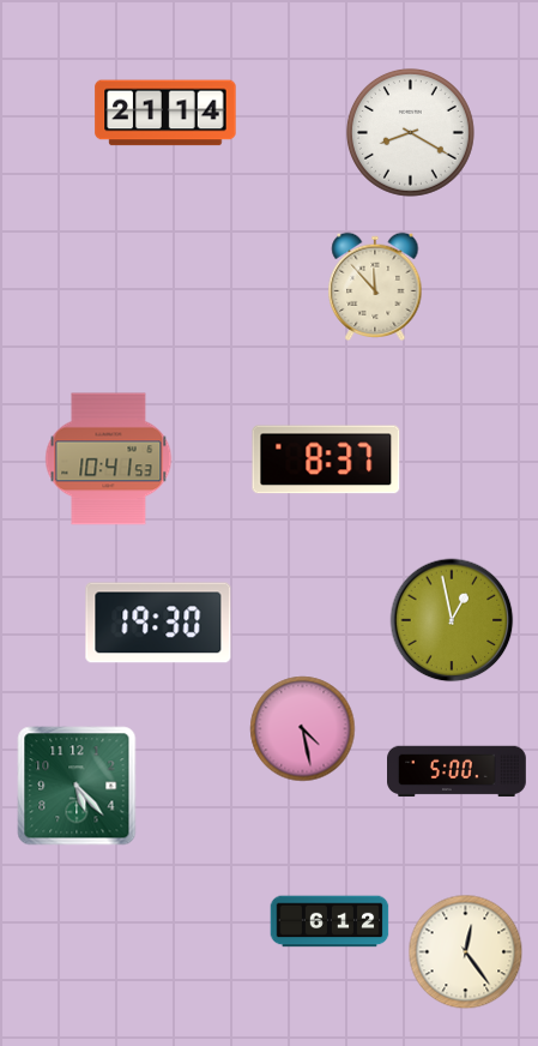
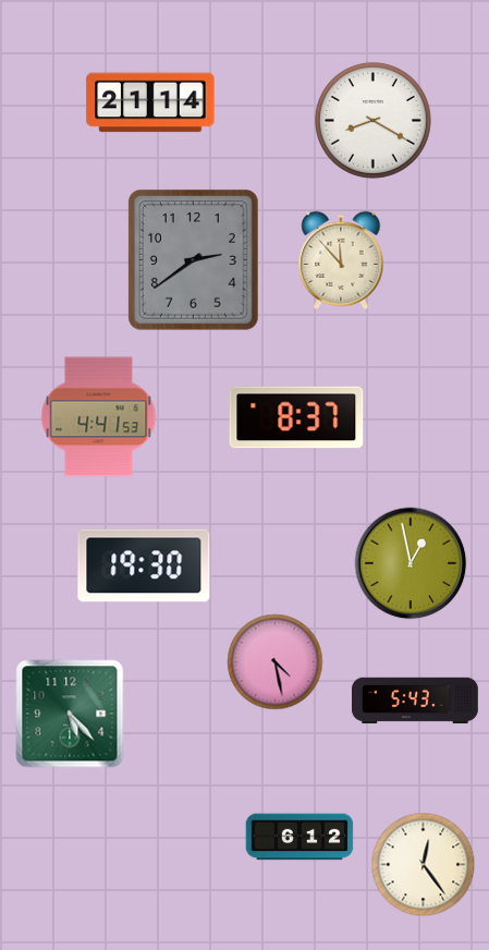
clock at (194, 260): none -> 2:39
clock at (109, 459): 10:41 -> 4:41
clock at (458, 771): 5:00 -> 5:43
